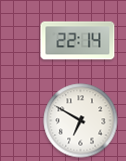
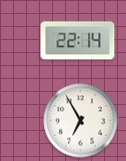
clock at (81, 121): 6:50 -> 6:55
